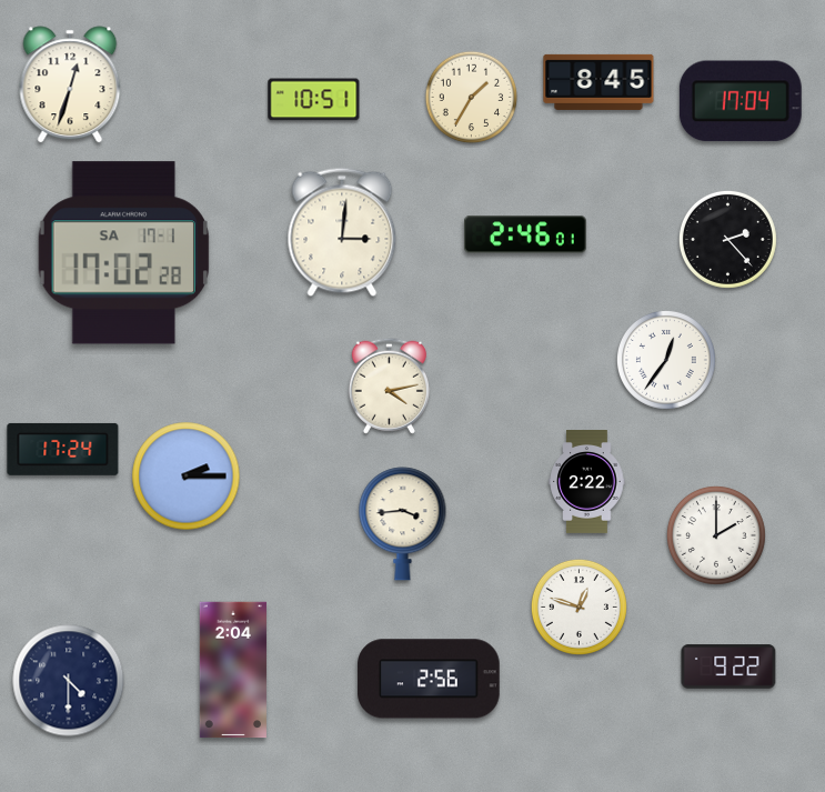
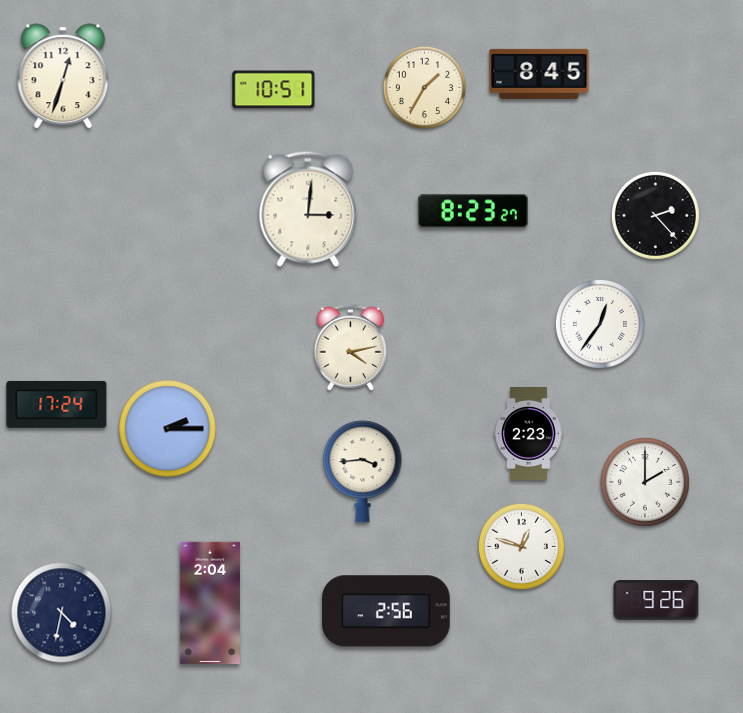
clock at (314, 100) position: (314, 100) -> (274, 90)
clock at (741, 101): 17:04 -> none
clock at (526, 234): 2:46 -> 8:23
clock at (123, 253): 17:02 -> none
clock at (587, 482): 2:22 -> 2:23
clock at (728, 666): 9:22 -> 9:26
clock at (69, 681): 4:30 -> 4:32
